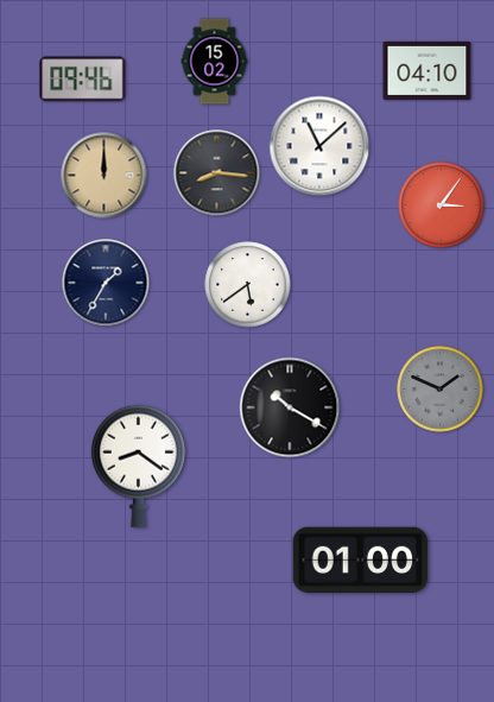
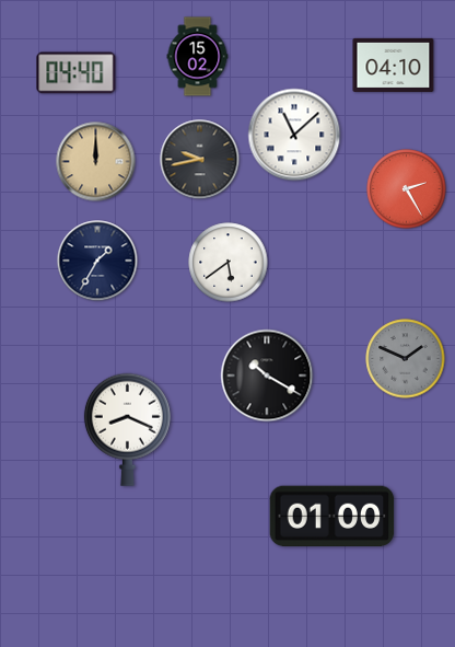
clock at (83, 80): 09:46 -> 04:40
clock at (217, 173): 8:16 -> 9:43
clock at (442, 205): 3:06 -> 2:25
clock at (138, 466): 8:21 -> 8:19
